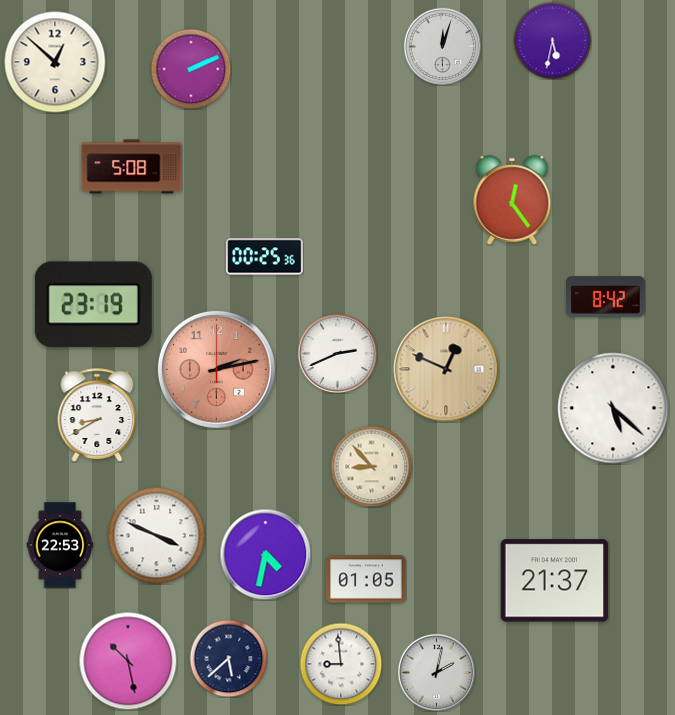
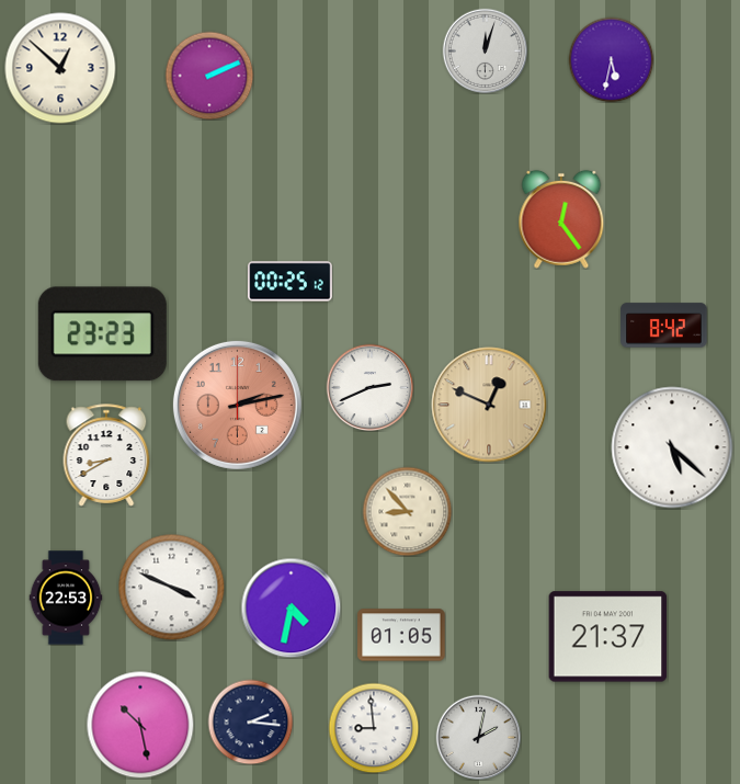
clock at (552, 40) position: (552, 40) -> (611, 59)
clock at (132, 167): 5:08 -> none
clock at (265, 257): 00:25:36 -> 00:25:12
clock at (93, 305): 23:19 -> 23:23
clock at (228, 658): 5:38 -> 2:16
